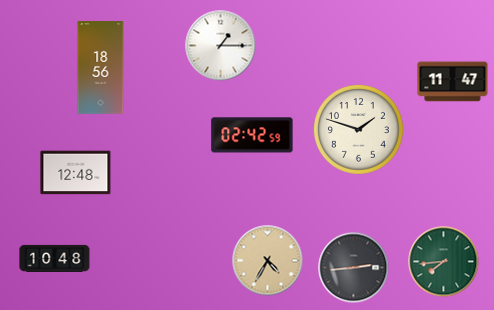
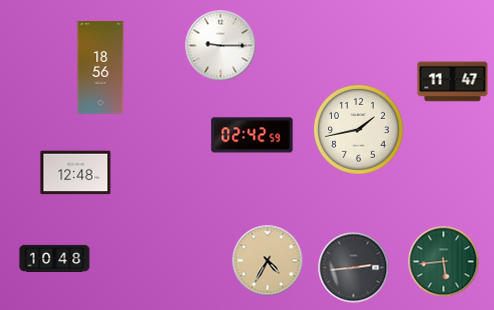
clock at (221, 46): 1:15 -> 9:15
clock at (359, 130): 1:48 -> 1:43
clock at (444, 262): 7:44 -> 5:44
